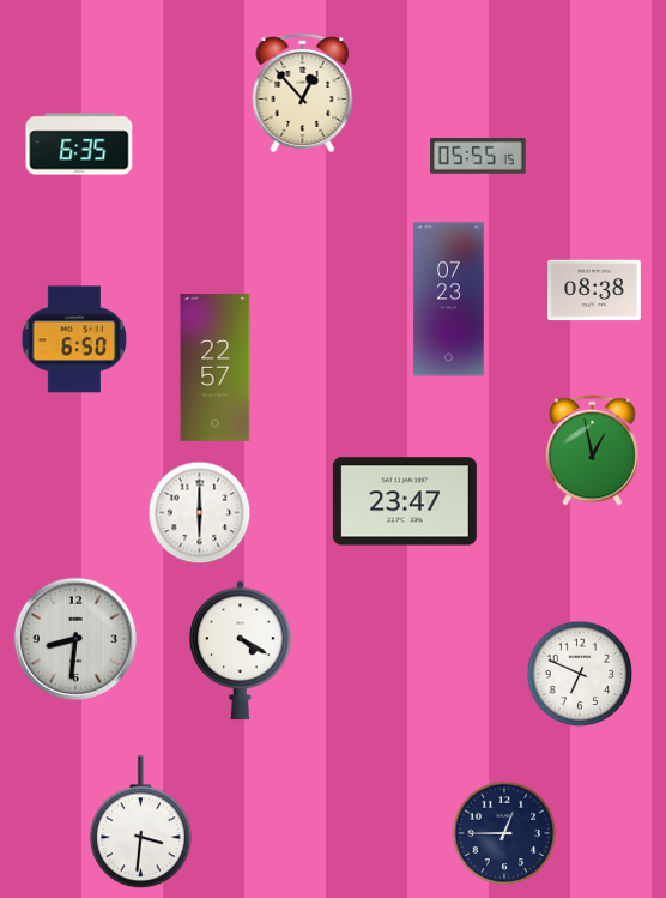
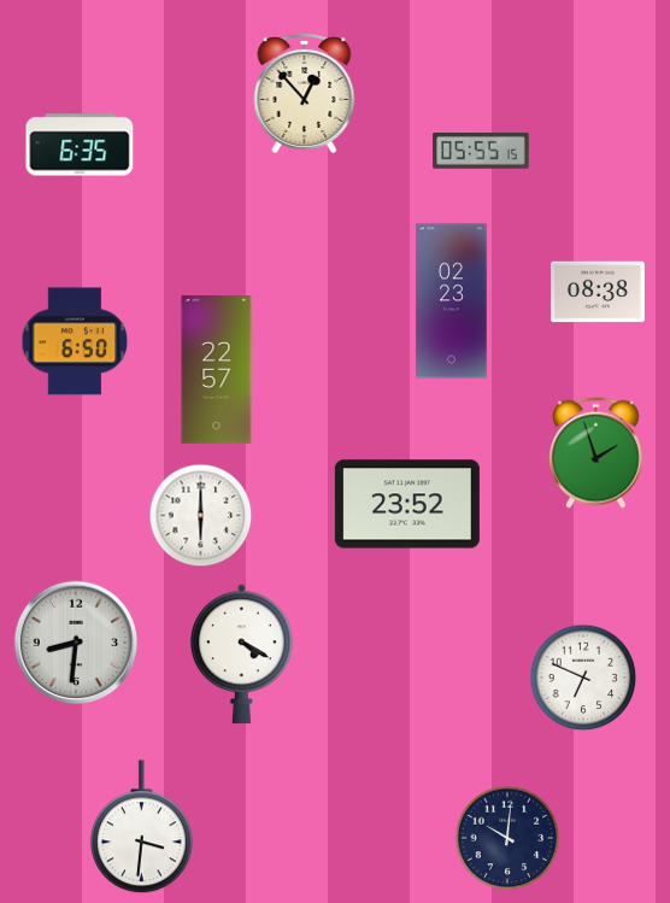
clock at (478, 157) position: (478, 157) -> (481, 152)
clock at (449, 300): 07:23 -> 02:23
clock at (593, 450): 12:58 -> 1:57
clock at (405, 501): 23:47 -> 23:52
clock at (504, 833): 12:45 -> 10:01
